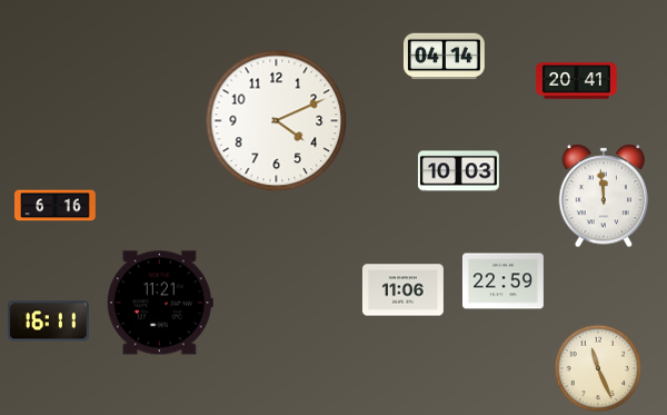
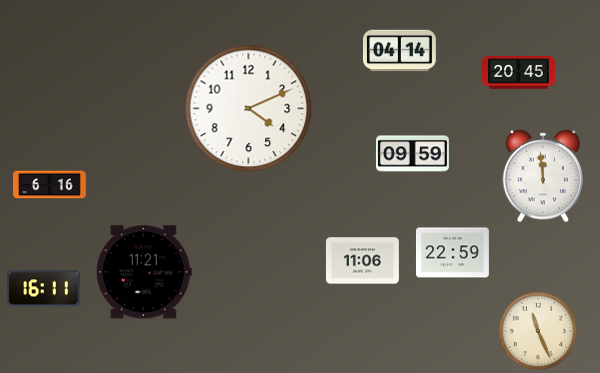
clock at (577, 81): 20:41 -> 20:45
clock at (458, 171): 10:03 -> 09:59
